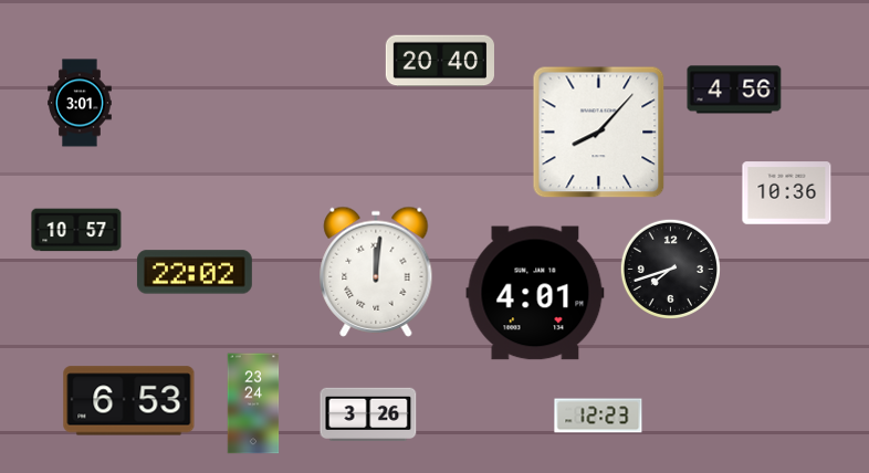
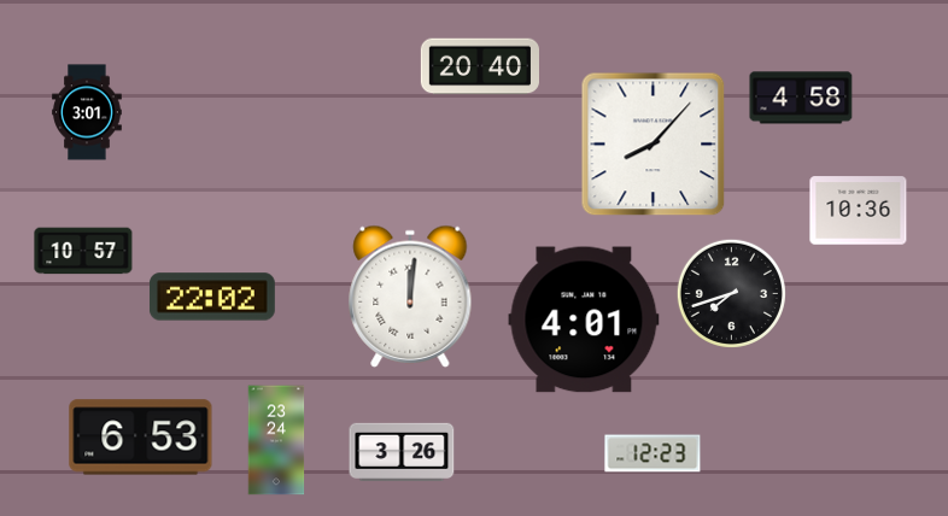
clock at (734, 90): 4:56 -> 4:58
